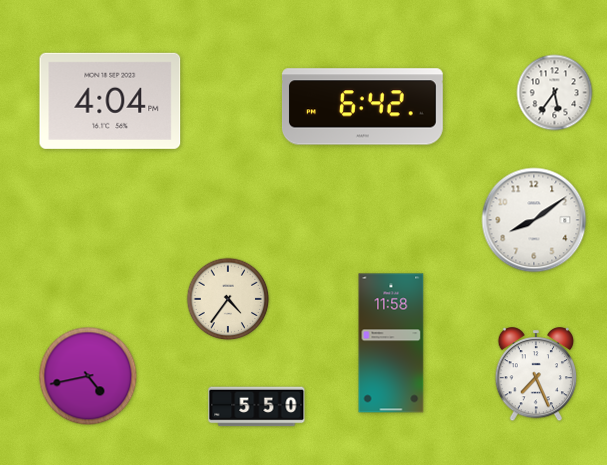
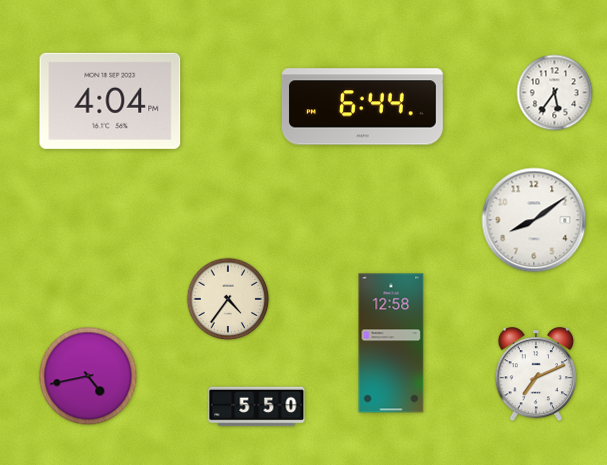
clock at (362, 107): 6:42 -> 6:44
clock at (391, 343): 11:58 -> 12:58
clock at (536, 375): 7:26 -> 7:11
